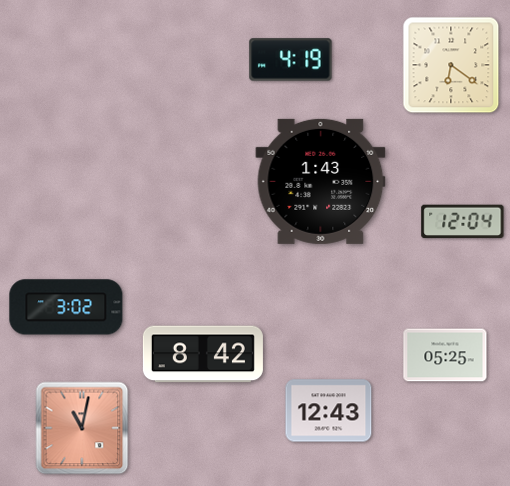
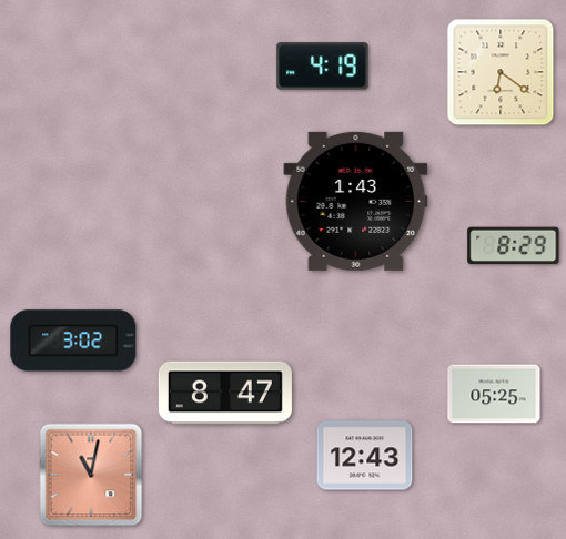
clock at (463, 222): 12:04 -> 8:29
clock at (203, 354): 8:42 -> 8:47
